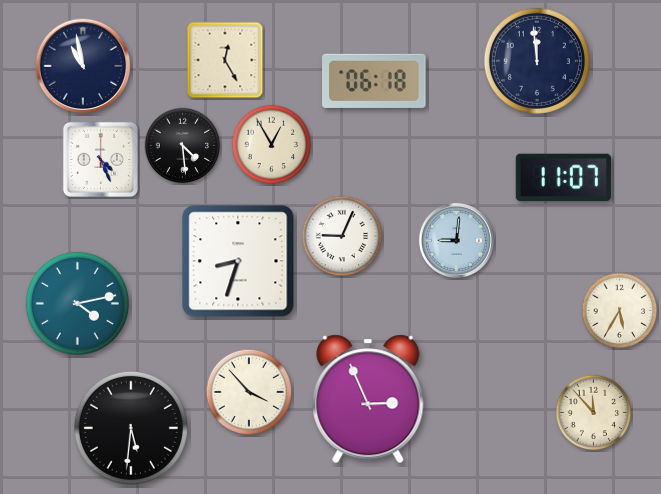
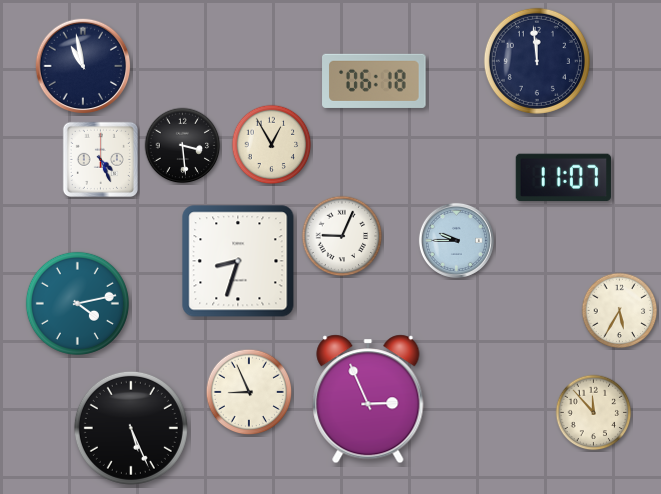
clock at (225, 60): 12:25 -> none
clock at (183, 146): 4:29 -> 3:29
clock at (456, 240): 9:01 -> 9:45
clock at (249, 392): 3:53 -> 8:56
clock at (131, 428): 5:31 -> 5:26
